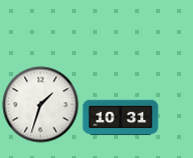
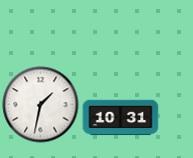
clock at (41, 105): 1:33 -> 1:32
